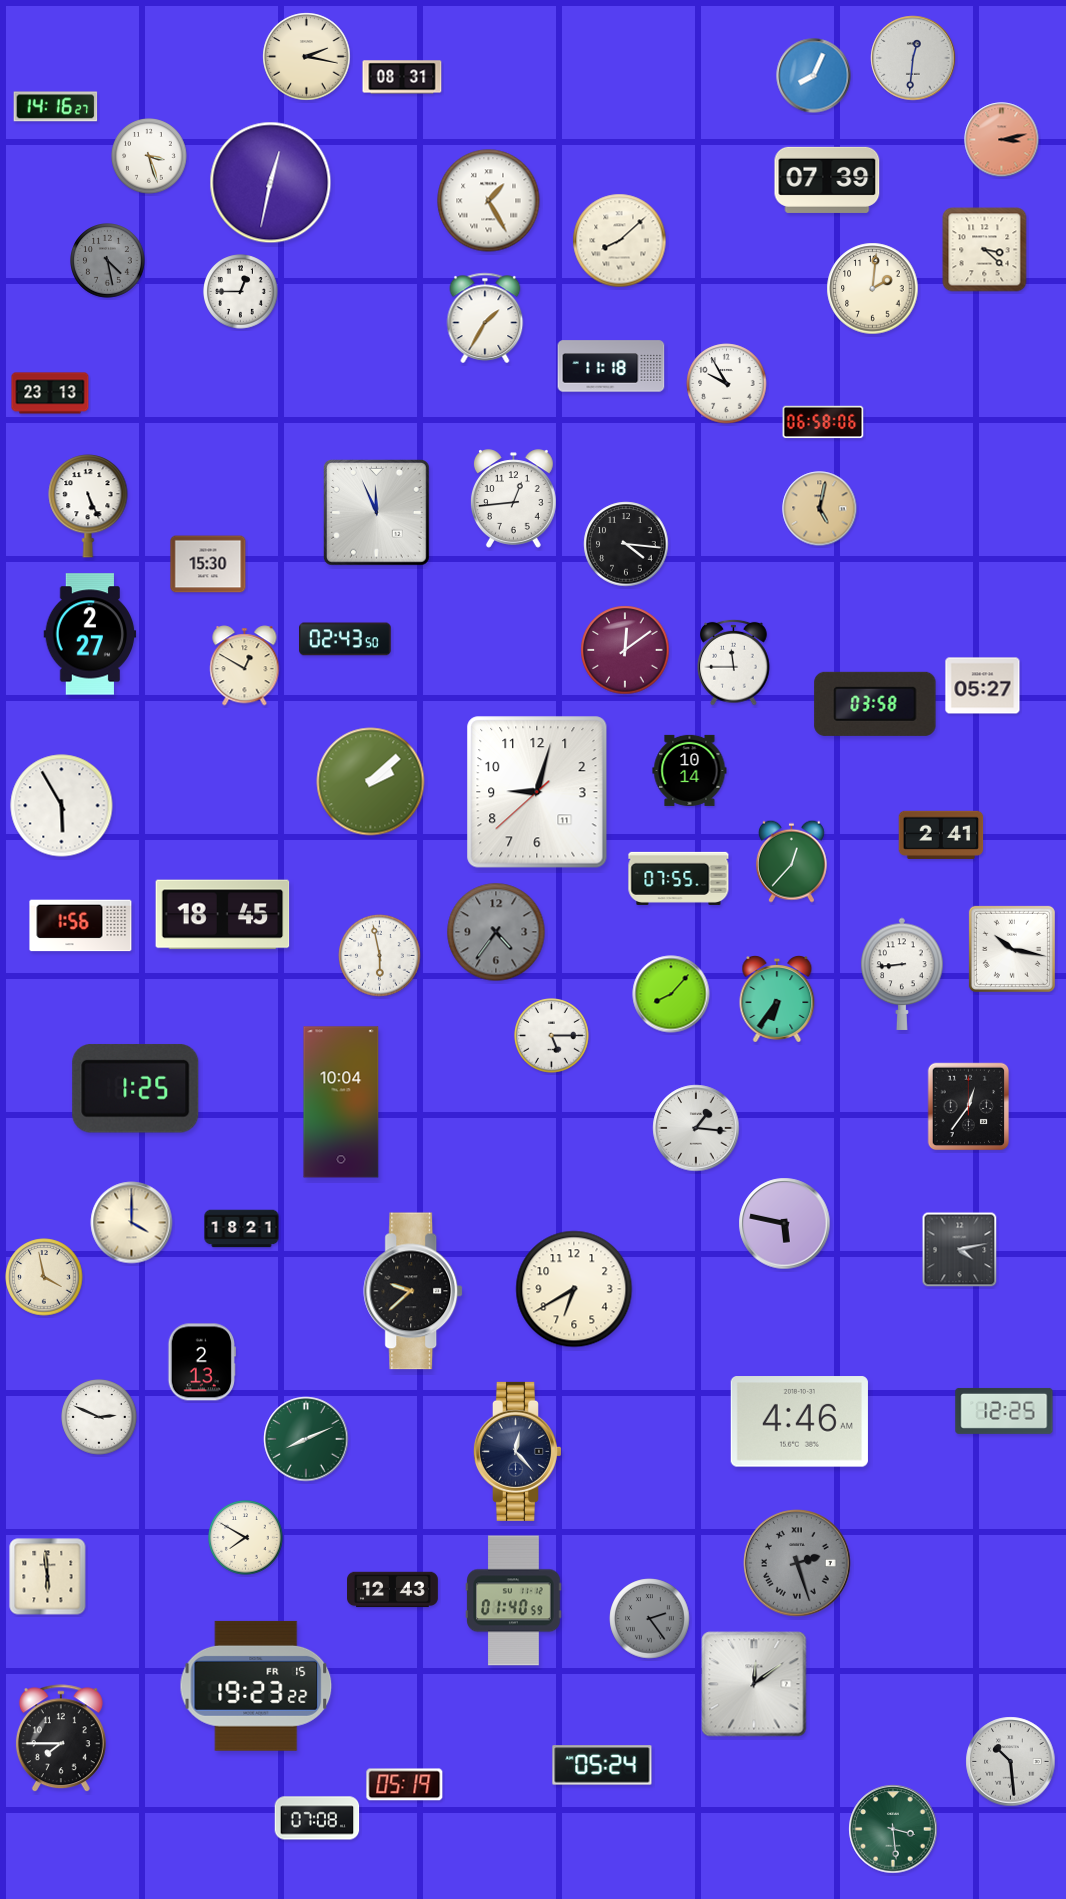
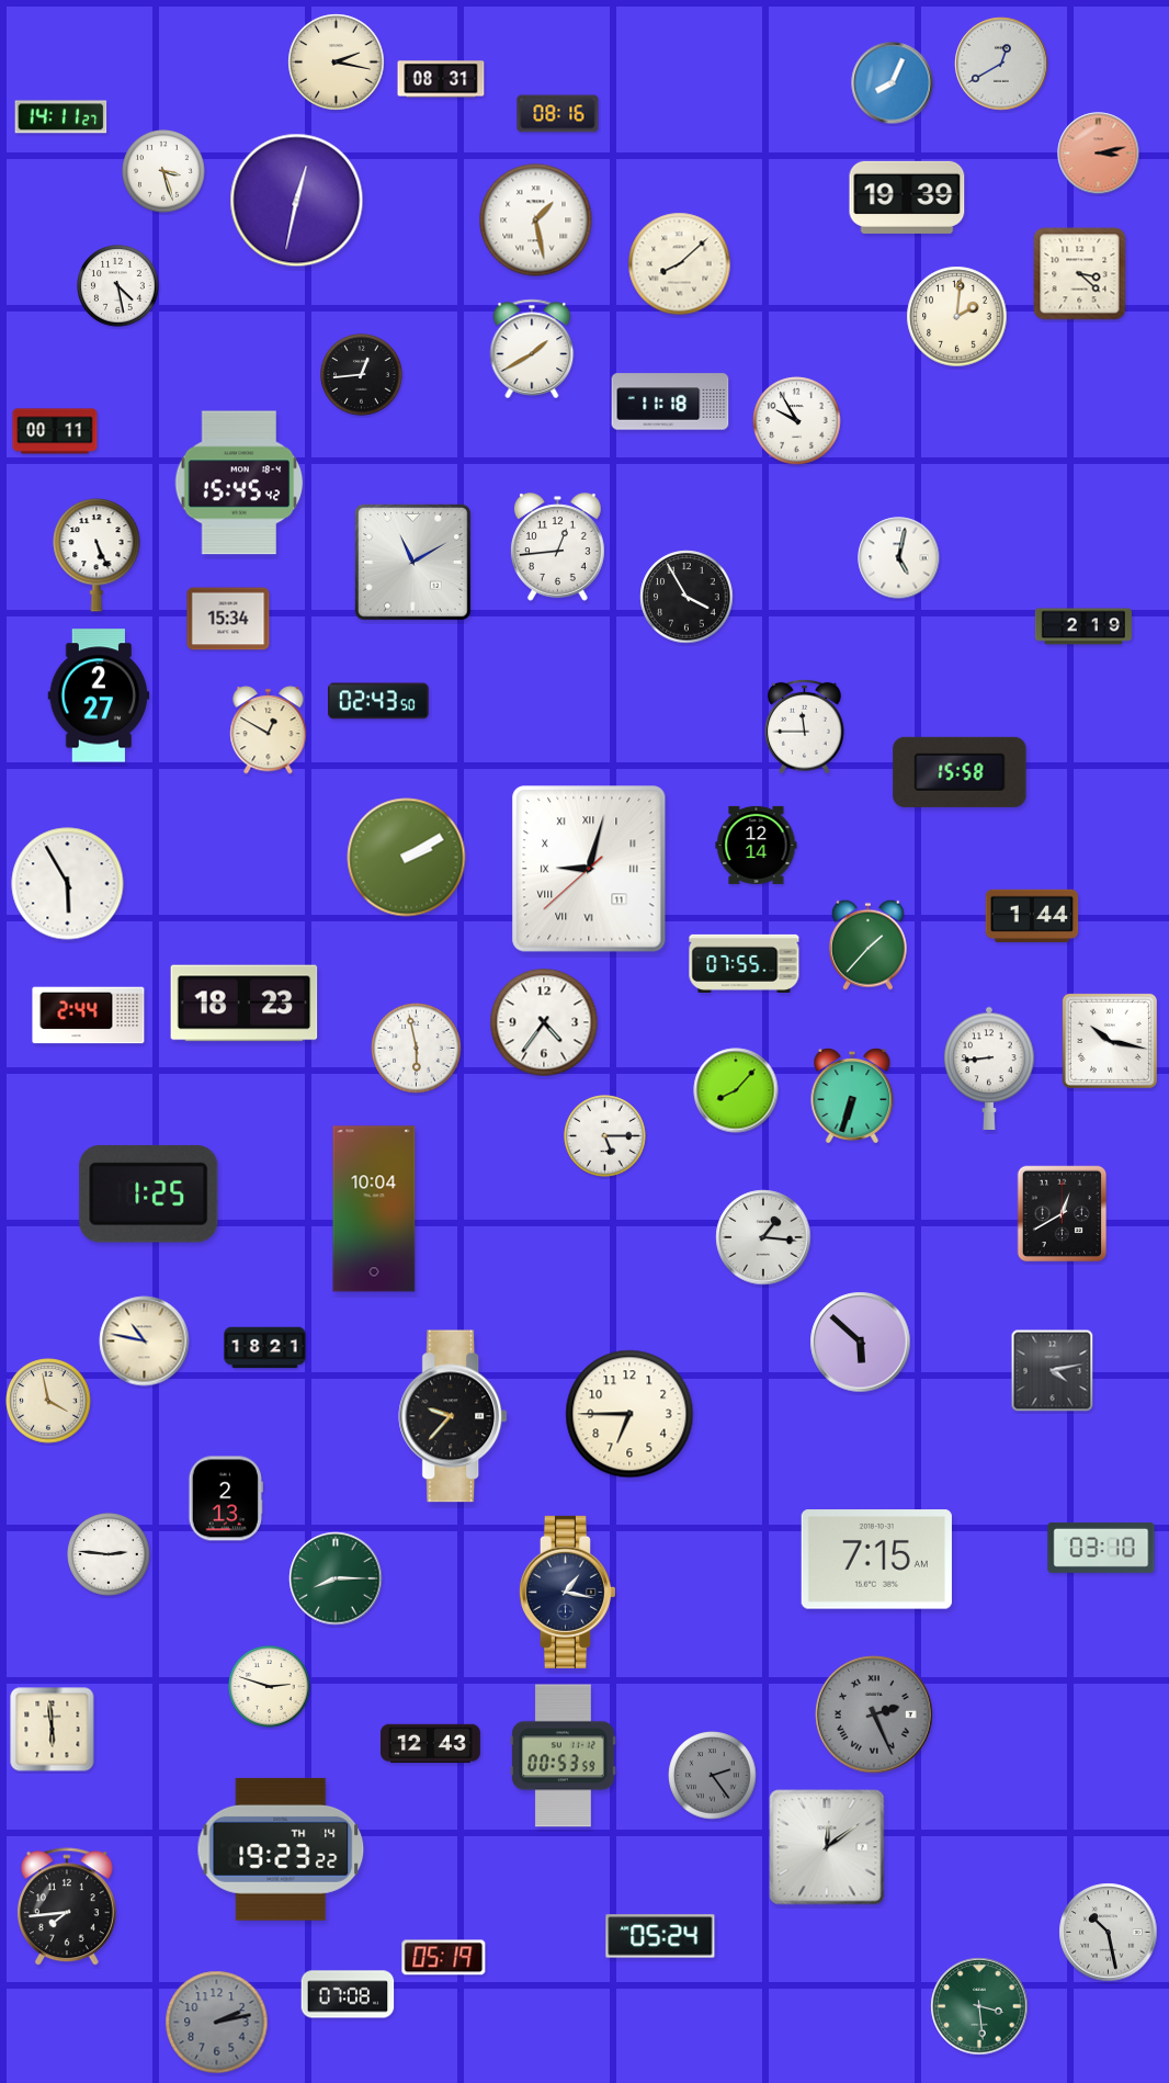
clock at (913, 58): 12:31 -> 12:40
clock at (402, 77) position: (402, 77) -> (441, 79)
clock at (558, 114): none -> 08:16
clock at (56, 107): 14:16 -> 14:11
clock at (827, 180): 07:39 -> 19:39
clock at (489, 201): 1:25 -> 1:28
clock at (108, 261) dial: grey -> white
clock at (241, 292): 12:45 -> none
clock at (485, 318): 1:35 -> 1:40
clock at (362, 375): none -> 12:44
clock at (50, 393): 23:13 -> 00:11
clock at (823, 422): 06:58 -> none
clock at (239, 483): none -> 15:45
clock at (514, 499) position: (514, 499) -> (558, 547)
clock at (820, 509) dial: champagne -> white
clock at (376, 512): 11:56 -> 11:10
clock at (626, 544): 4:16 -> 3:55
clock at (208, 564): 15:30 -> 15:34
clock at (1083, 626): none -> 2:19
clock at (625, 650): 12:09 -> none
clock at (983, 686): 05:27 -> none
clock at (875, 704): 03:58 -> 15:58
clock at (690, 770): 10:14 -> 12:14
clock at (371, 782): 2:08 -> 2:10
clock at (537, 792) numerals: Arabic -> Roman
clock at (941, 835): 2:41 -> 1:44
clock at (791, 861): 12:37 -> 1:37
clock at (223, 915): 18:45 -> 18:23
clock at (81, 926): 1:56 -> 2:44
clock at (496, 932) dial: grey -> white
clock at (777, 1000): 6:36 -> 6:33
clock at (969, 1107): 12:36 -> 12:40
clock at (132, 1223): 4:00 -> 10:47
clock at (785, 1224): 5:47 -> 5:52
clock at (574, 1289): 6:40 -> 6:45
clock at (414, 1291): 9:38 -> 9:37
clock at (201, 1362) position: (201, 1362) -> (225, 1498)
clock at (1004, 1411): 12:25 -> 03:10
clock at (99, 1417): 2:49 -> 2:46
clock at (799, 1422): 4:46 -> 7:15
clock at (306, 1439): 8:11 -> 8:15
clock at (517, 1451): 12:23 -> 1:17
clock at (246, 1538): 7:50 -> 2:48
clock at (797, 1563): 2:27 -> 2:26
clock at (514, 1601): 01:40 -> 00:53
clock at (256, 1686) date: FR 15 -> TH 14
clock at (61, 1739): 7:45 -> 7:44
clock at (1011, 1762): 10:29 -> 10:28
clock at (217, 2023): none -> 2:13
